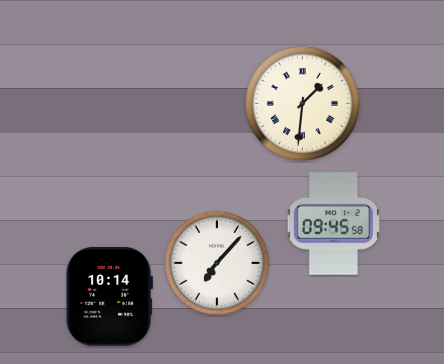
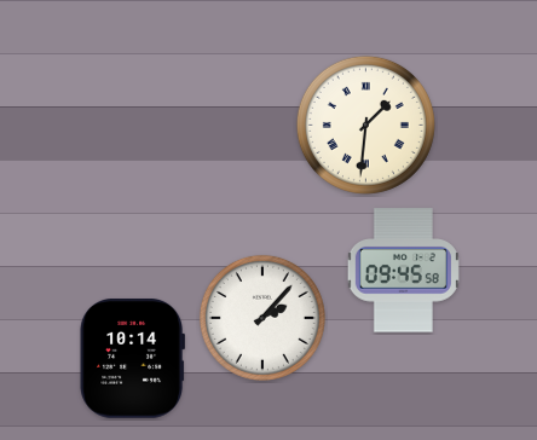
clock at (217, 263): 7:07 -> 2:07
